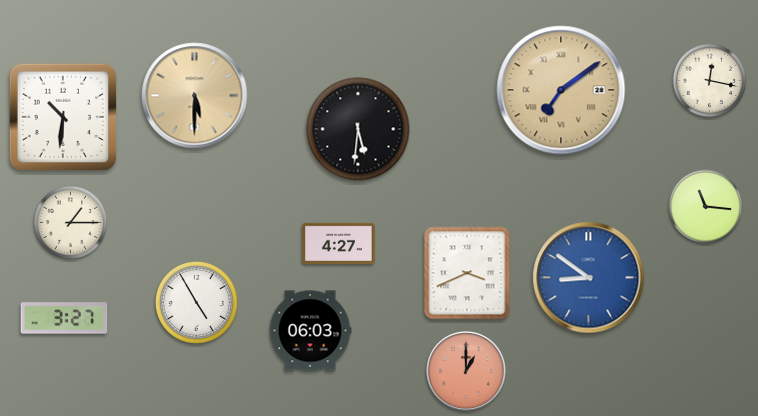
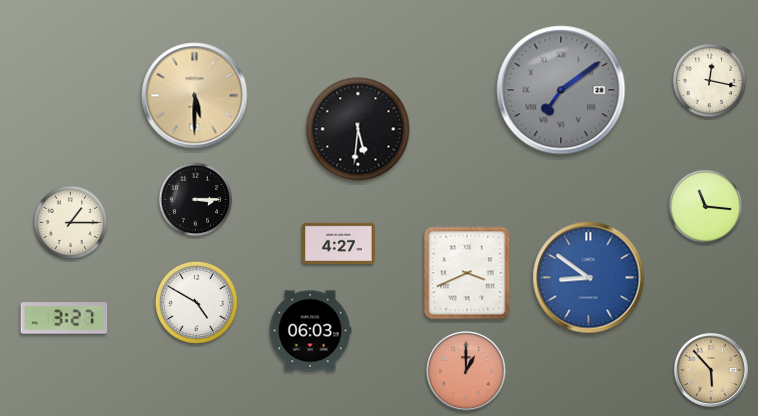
clock at (561, 90) dial: champagne -> grey
clock at (63, 117): 10:31 -> none
clock at (196, 200): none -> 3:15
clock at (196, 302): 4:55 -> 4:50
clock at (711, 370): none -> 5:53
